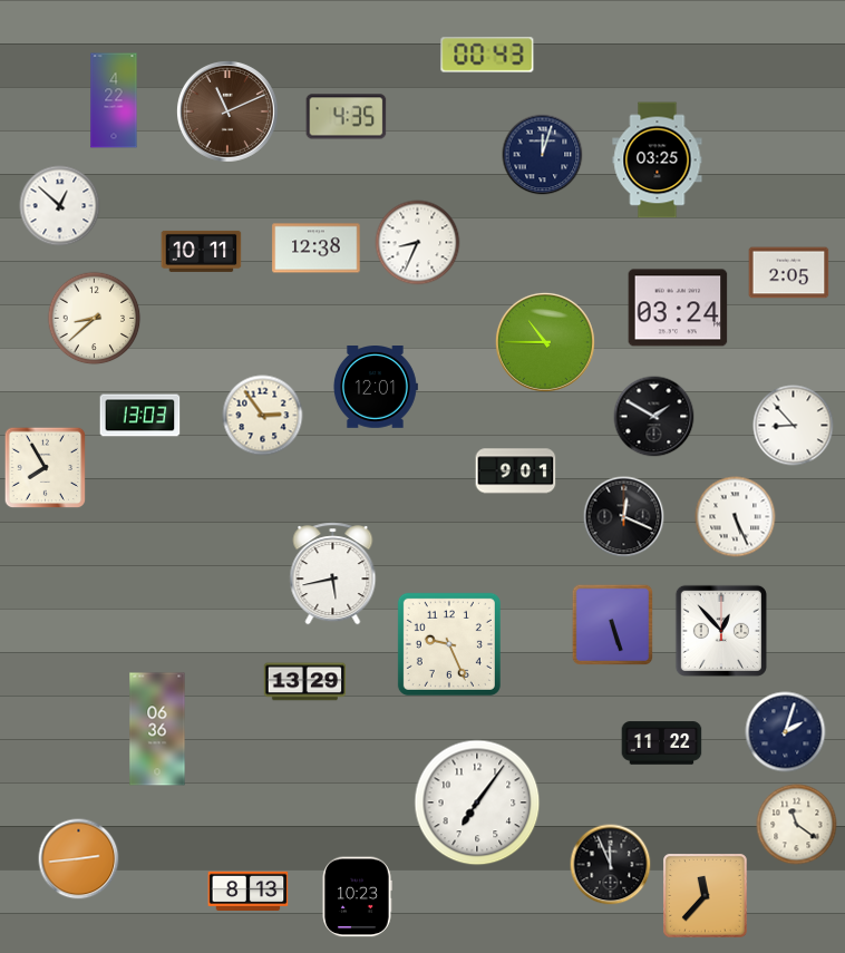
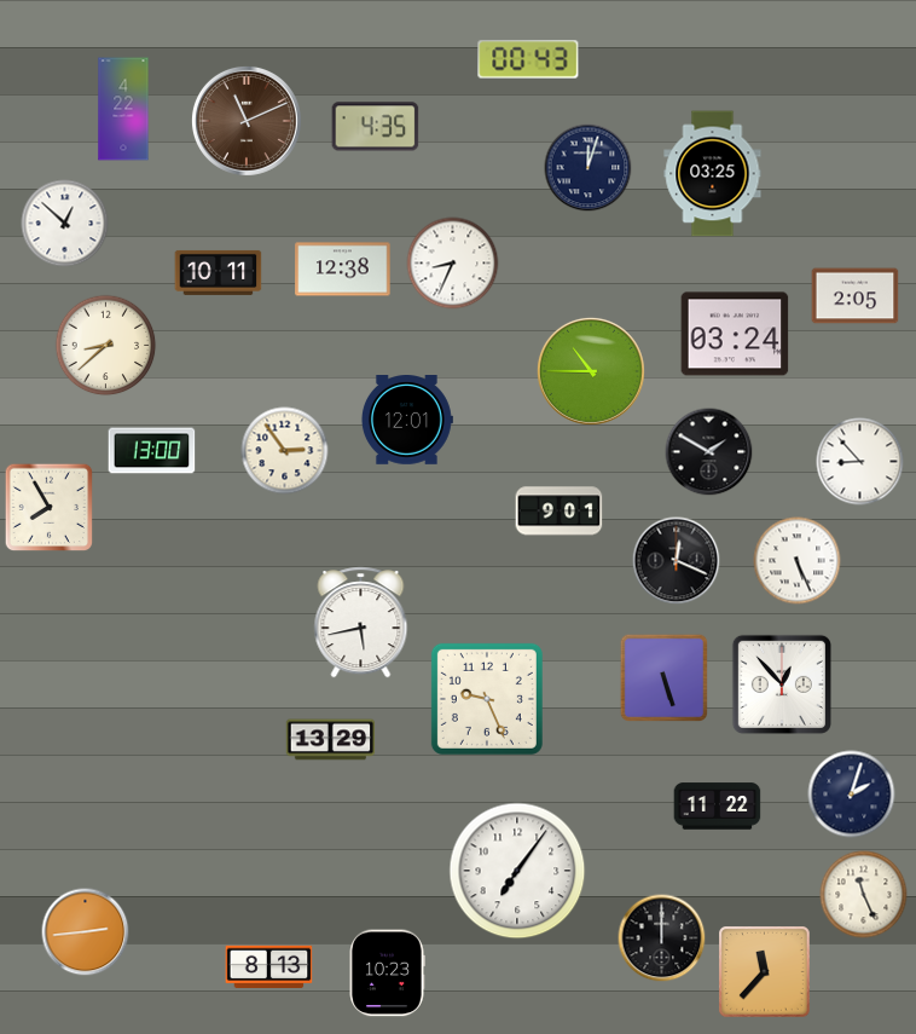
clock at (95, 319) position: (95, 319) -> (106, 346)
clock at (140, 416): 13:03 -> 13:00
clock at (157, 729): 06:36 -> none
clock at (797, 825): 11:21 -> 11:26
clock at (611, 865): 11:56 -> 12:00
